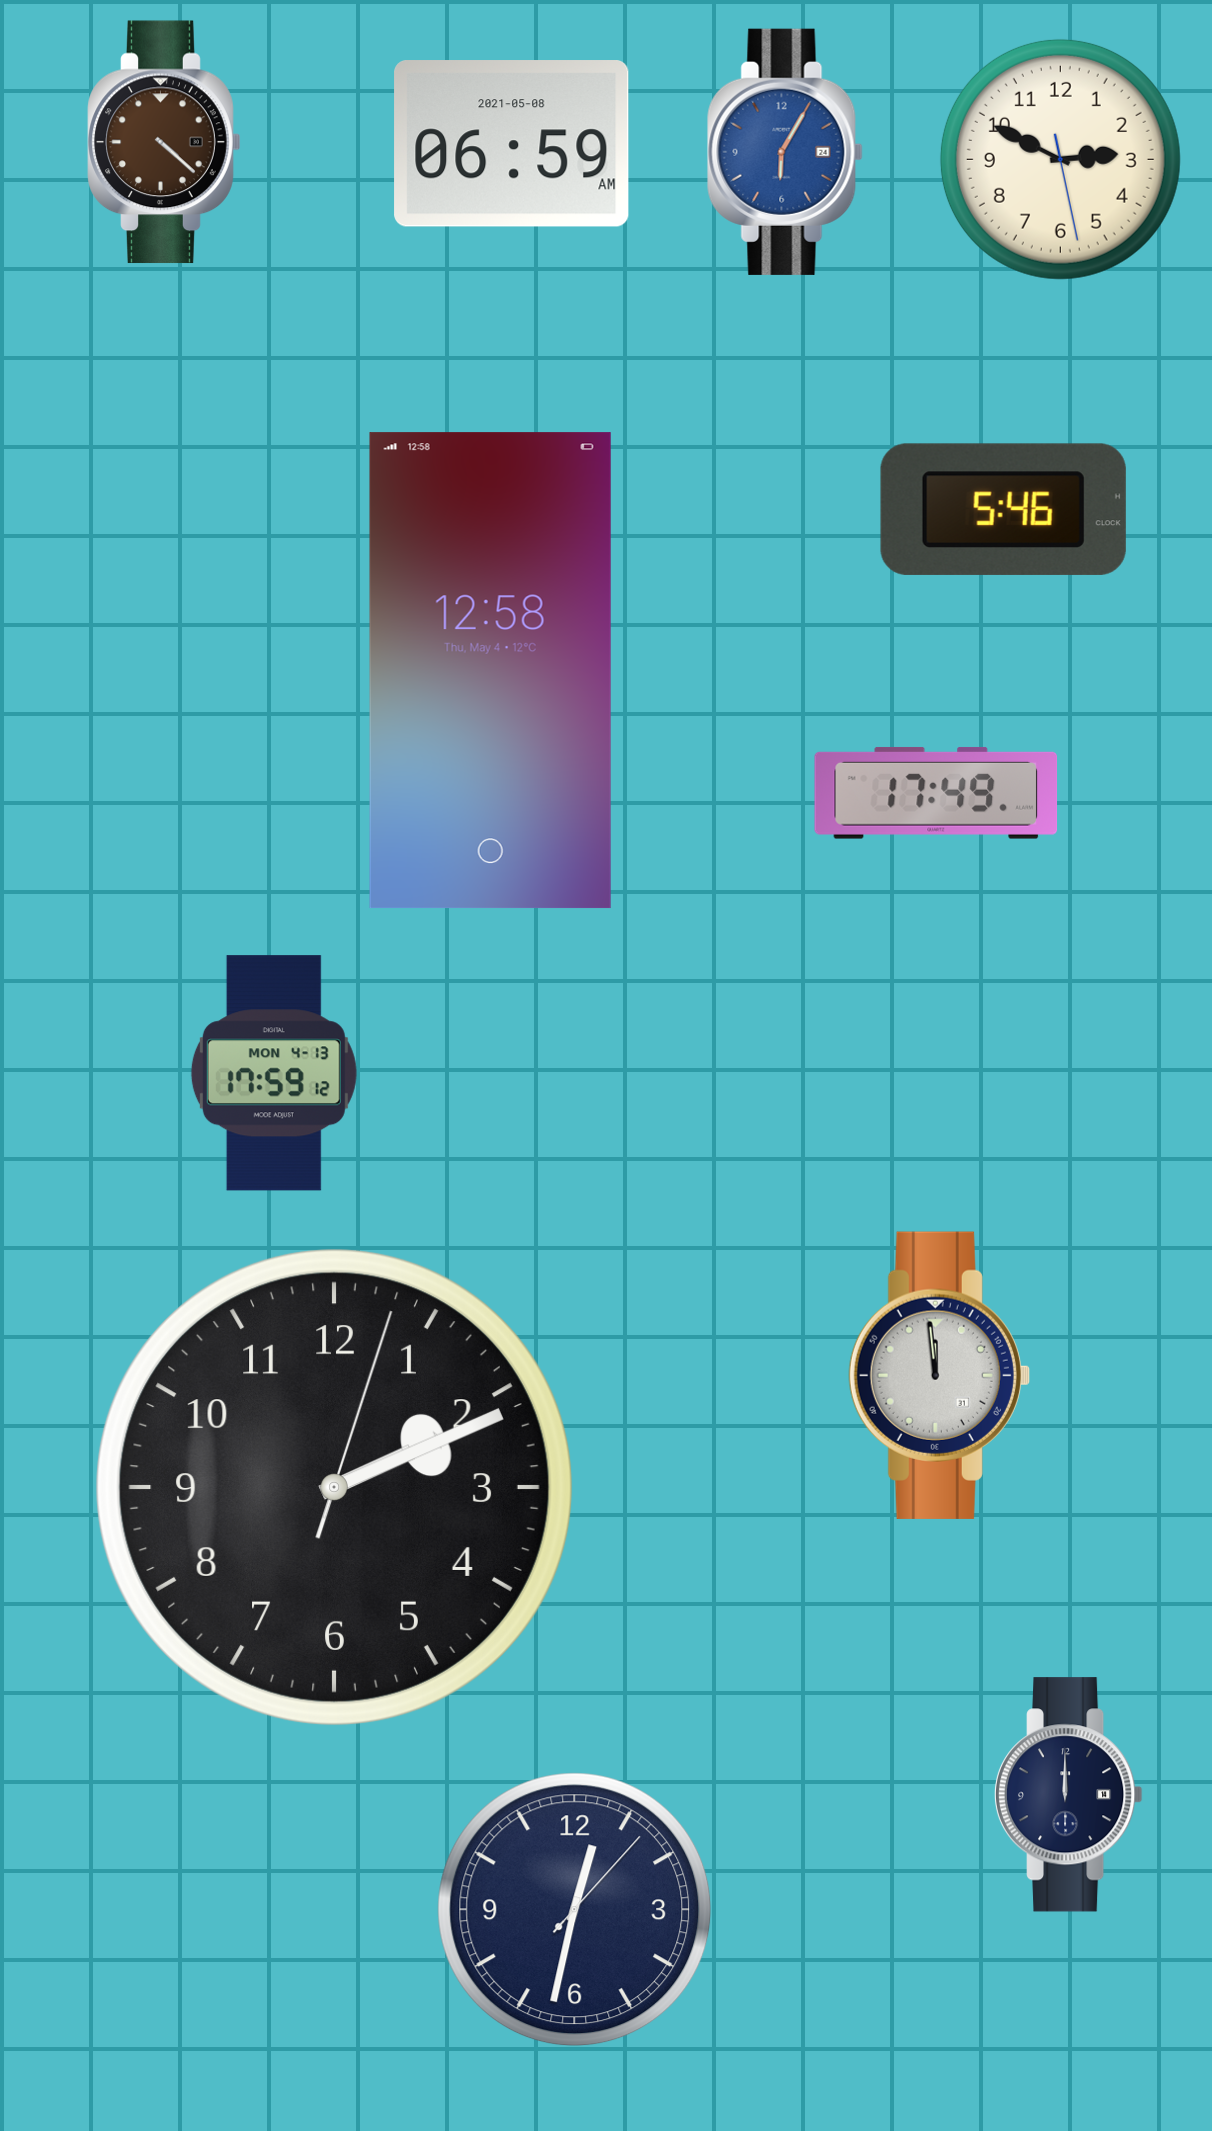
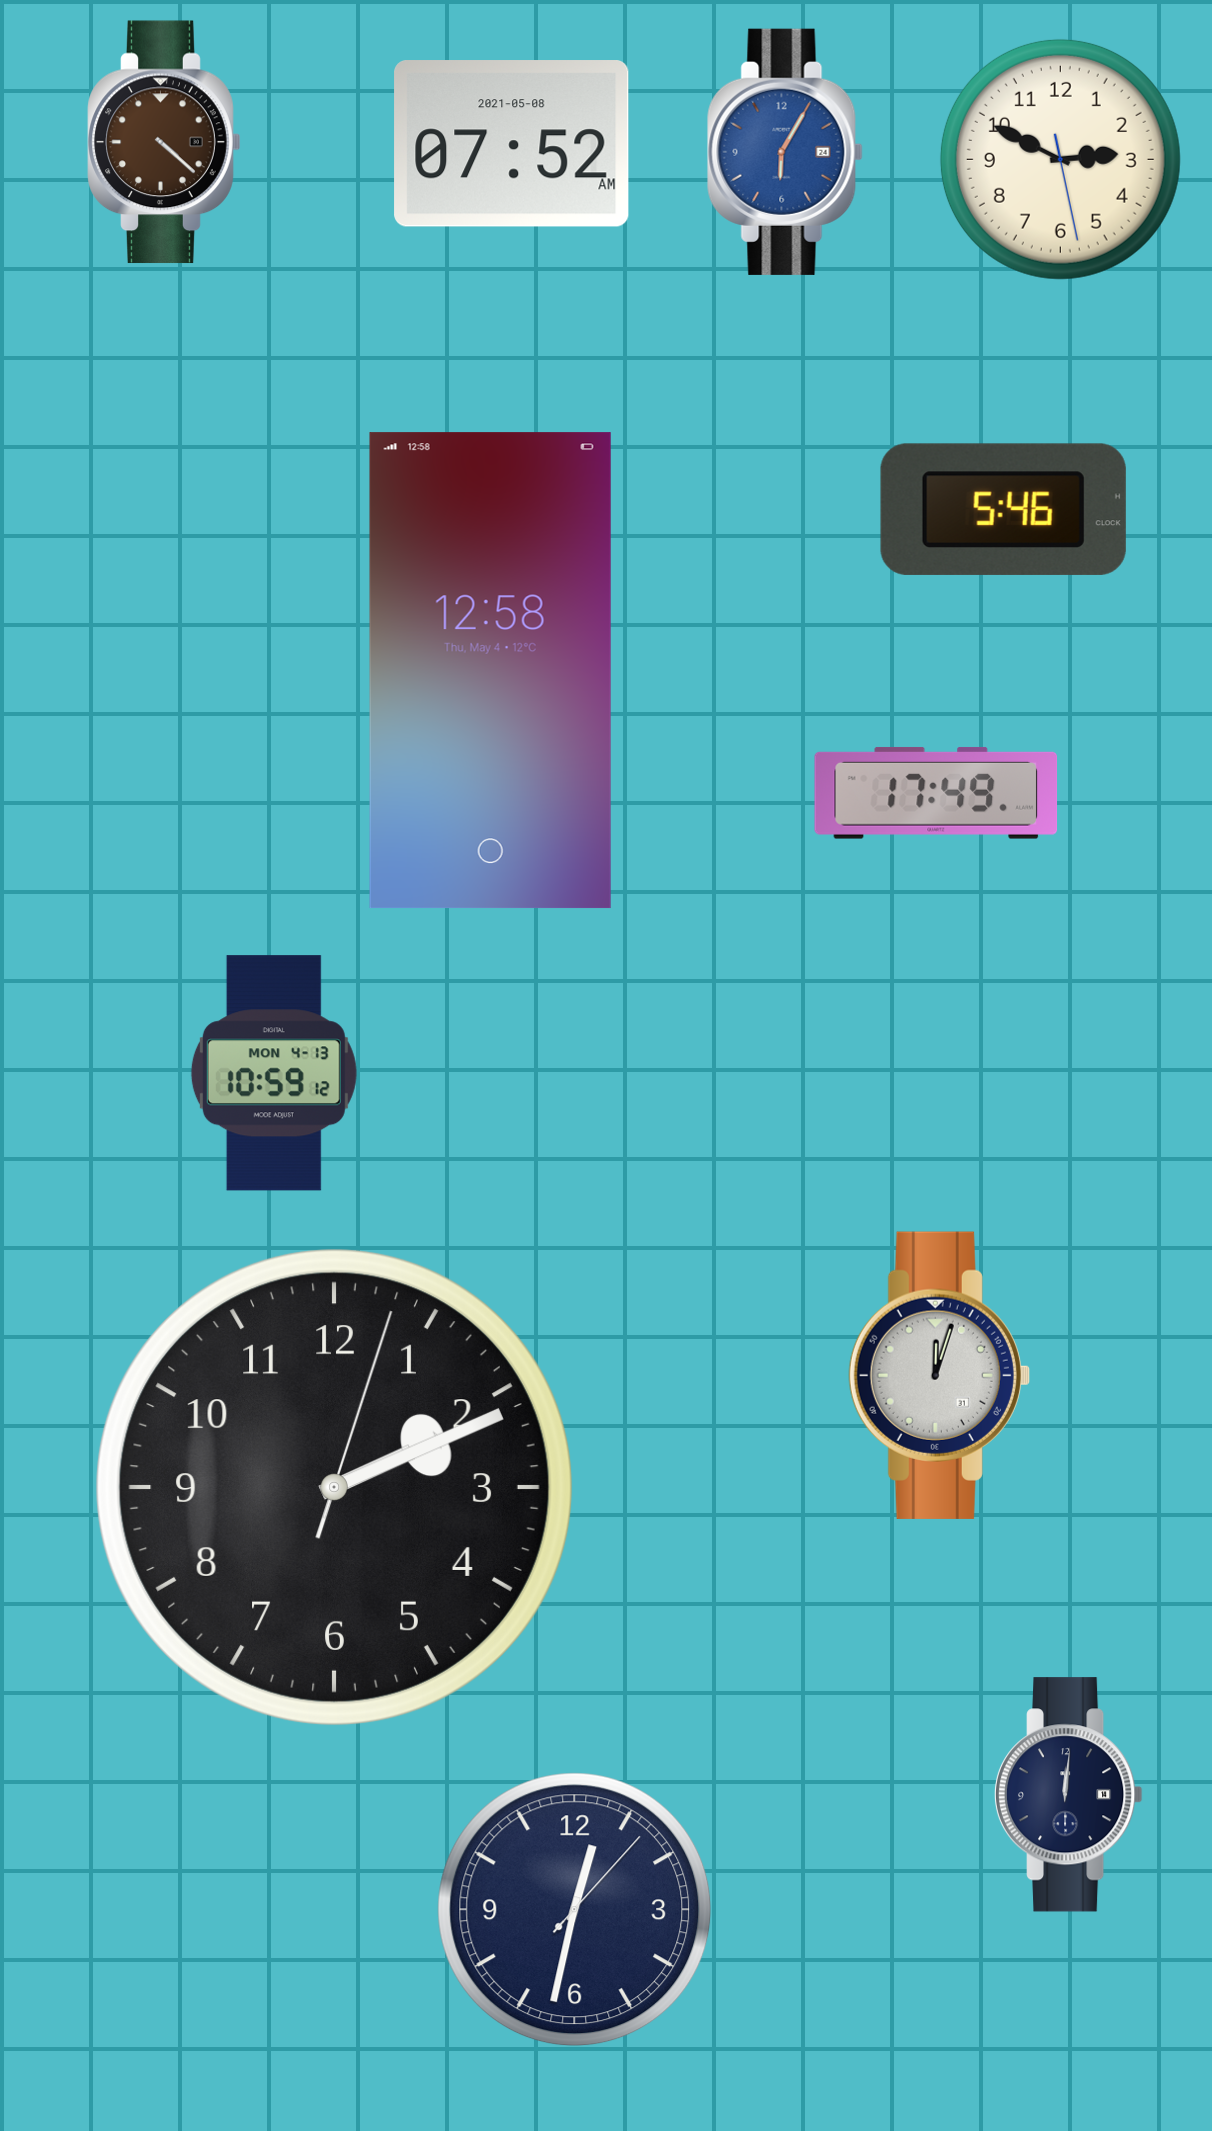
clock at (512, 144): 06:59 -> 07:52
clock at (274, 1073): 17:59 -> 10:59
clock at (939, 1375): 11:59 -> 12:03
clock at (1068, 1795): 12:00 -> 12:01
